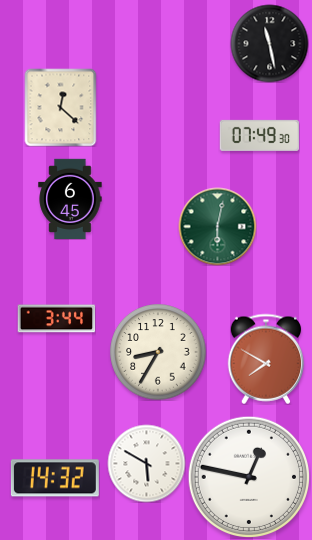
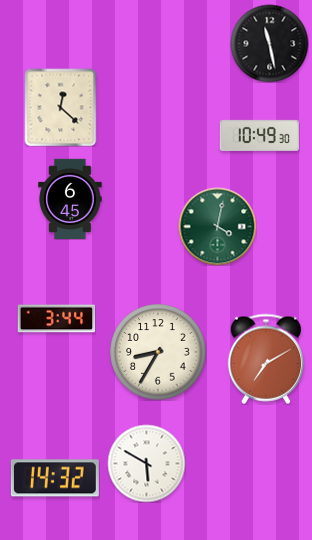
clock at (259, 135): 07:49 -> 10:49
clock at (217, 226): 6:02 -> 4:02
clock at (266, 359): 7:50 -> 7:10
clock at (248, 476): 12:47 -> none
